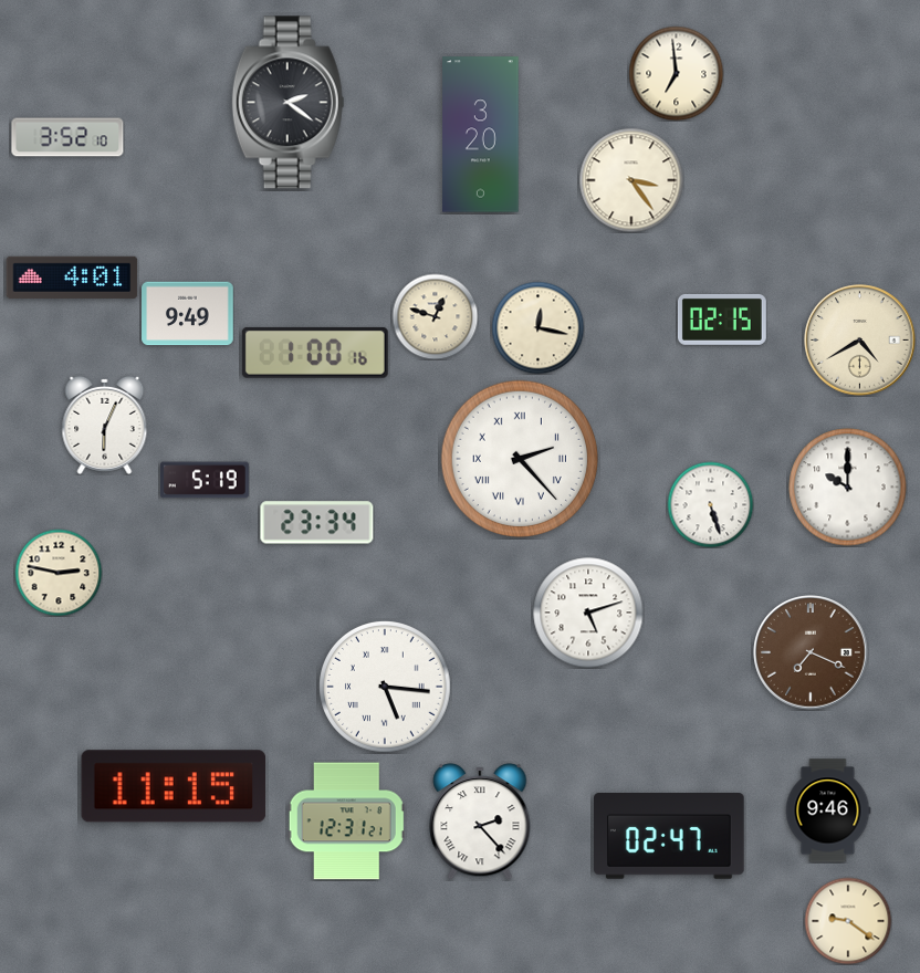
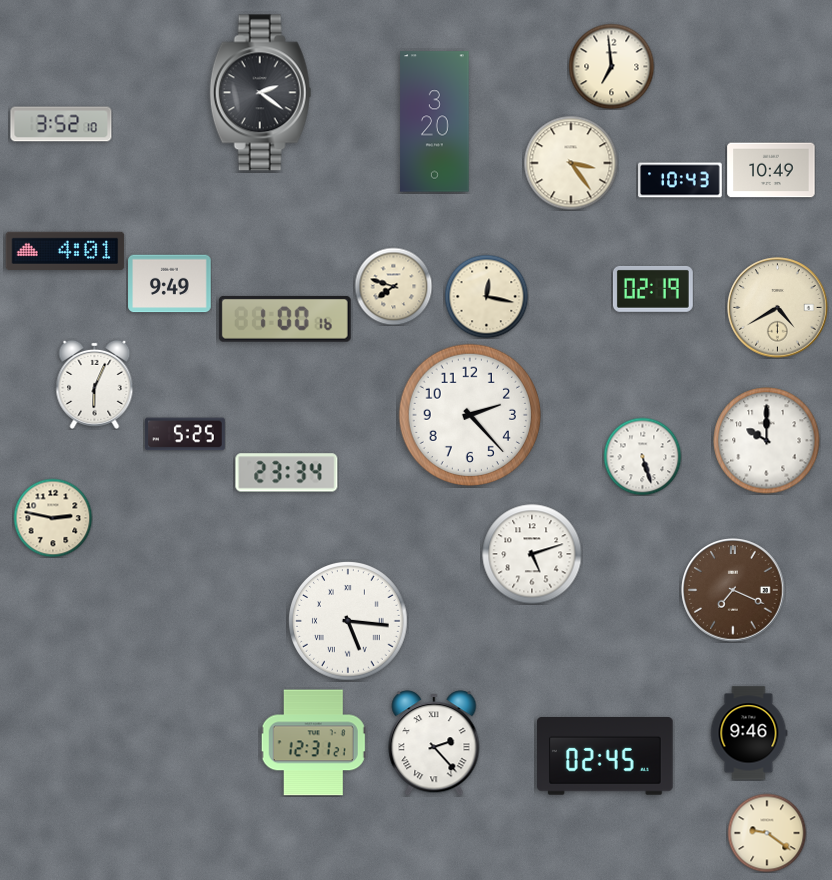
clock at (771, 170): none -> 10:49
clock at (680, 180): none -> 10:43
clock at (435, 316): 12:48 -> 7:48
clock at (722, 320): 02:15 -> 02:19
clock at (520, 459) numerals: Roman -> Arabic
clock at (205, 480): 5:19 -> 5:25
clock at (174, 786): 11:15 -> none
clock at (670, 837): 02:47 -> 02:45
